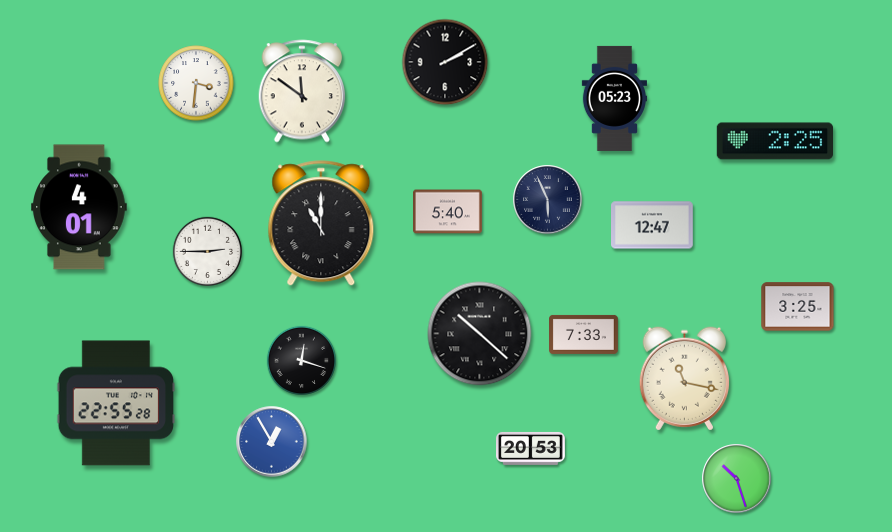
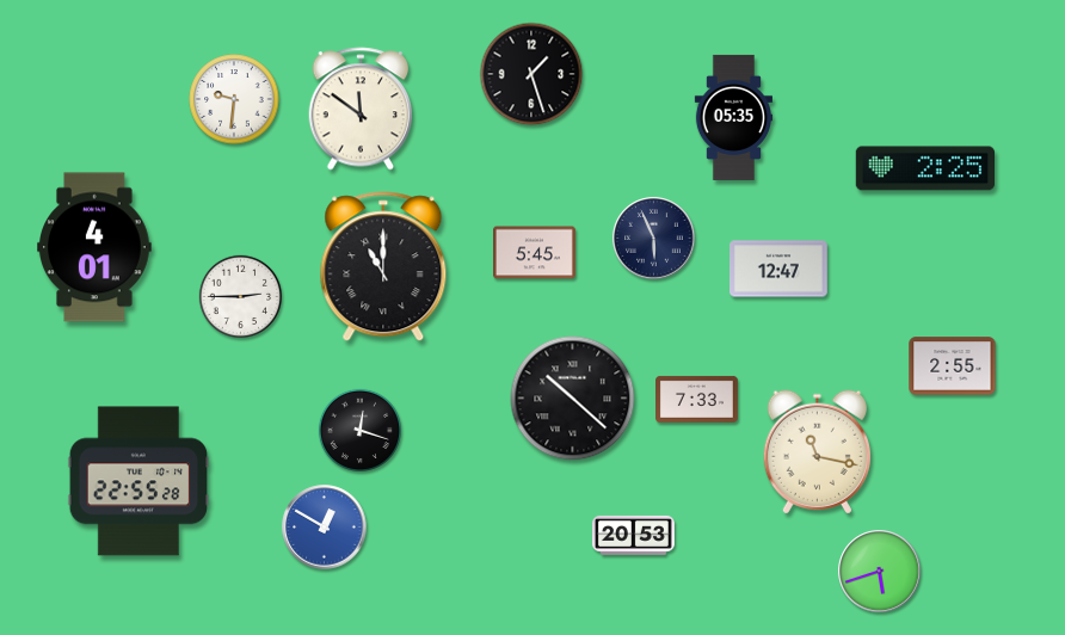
clock at (445, 62): 2:10 -> 1:27
clock at (196, 83): 3:31 -> 9:31
clock at (615, 98): 05:23 -> 05:35
clock at (448, 212): 5:40 -> 5:45
clock at (207, 251) position: (207, 251) -> (240, 296)
clock at (798, 307): 3:25 -> 2:55
clock at (272, 442): 12:55 -> 12:50
clock at (737, 479): 10:27 -> 5:42
